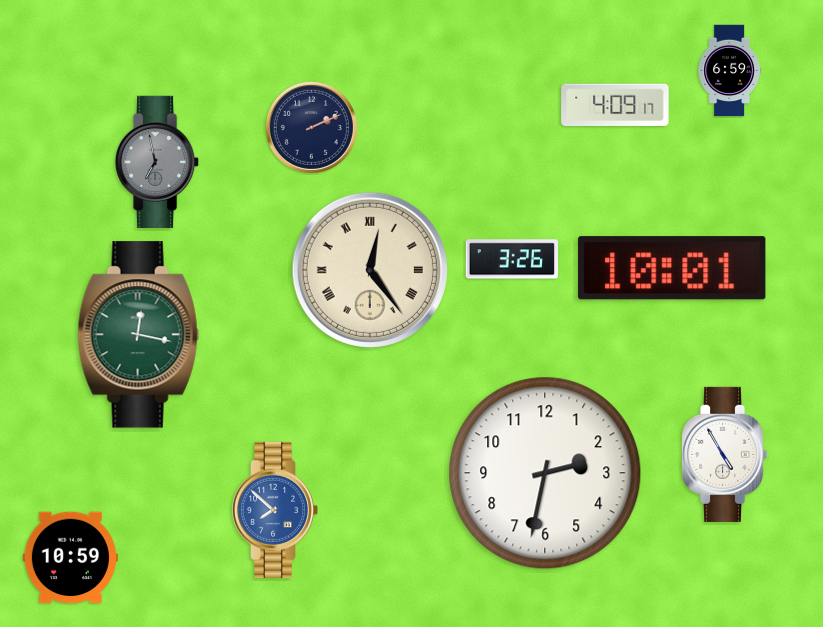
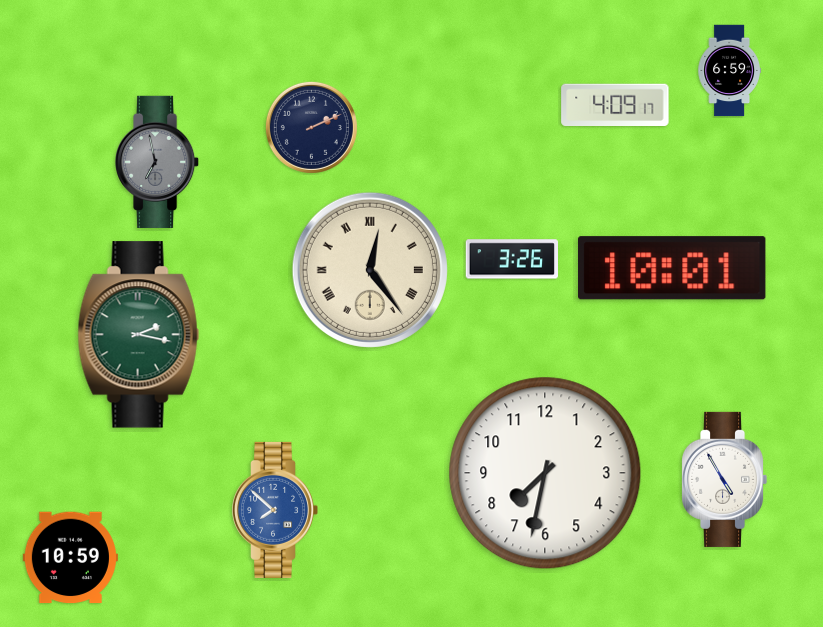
clock at (139, 335): 12:17 -> 2:17
clock at (725, 454) position: (725, 454) -> (725, 479)
clock at (545, 473): 2:32 -> 7:32
